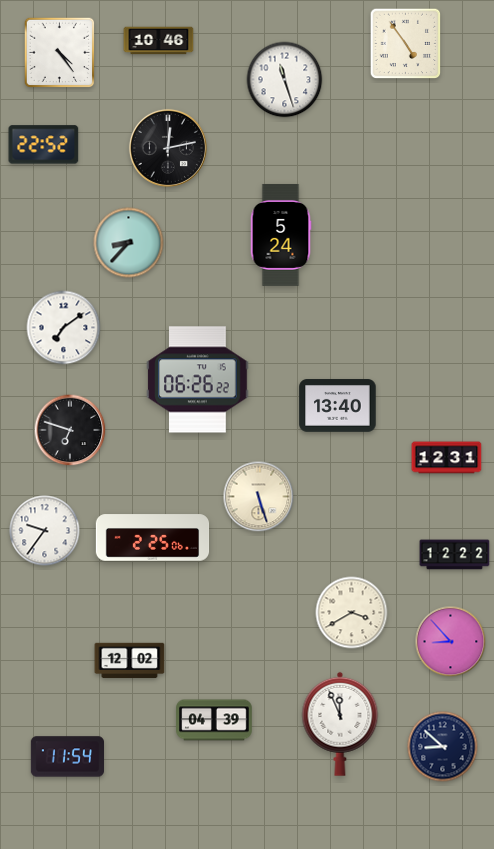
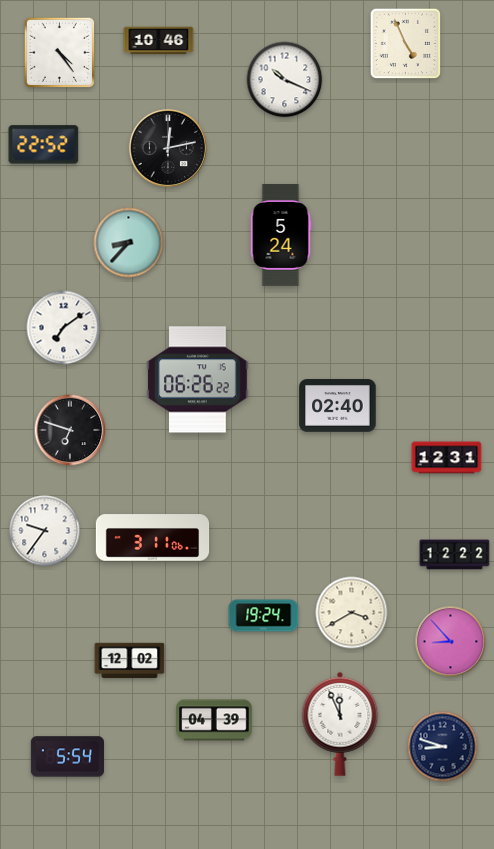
clock at (406, 44): 4:54 -> 4:56
clock at (285, 80): 11:27 -> 10:19
clock at (338, 406): 13:40 -> 02:40
clock at (259, 497): 5:27 -> none
clock at (153, 538): 2:25 -> 3:11
clock at (264, 616): none -> 19:24
clock at (443, 747): 8:52 -> 8:48
clock at (67, 757): 11:54 -> 5:54
